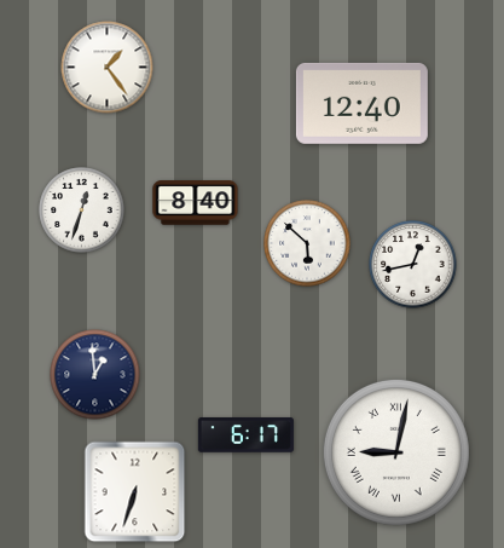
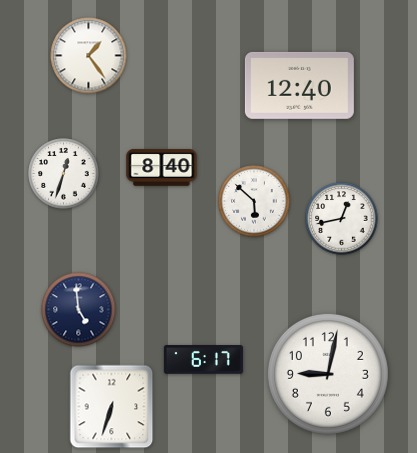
clock at (82, 210) position: (82, 210) -> (64, 174)
clock at (95, 375): 12:59 -> 4:59
clock at (396, 452) numerals: Roman -> Arabic
